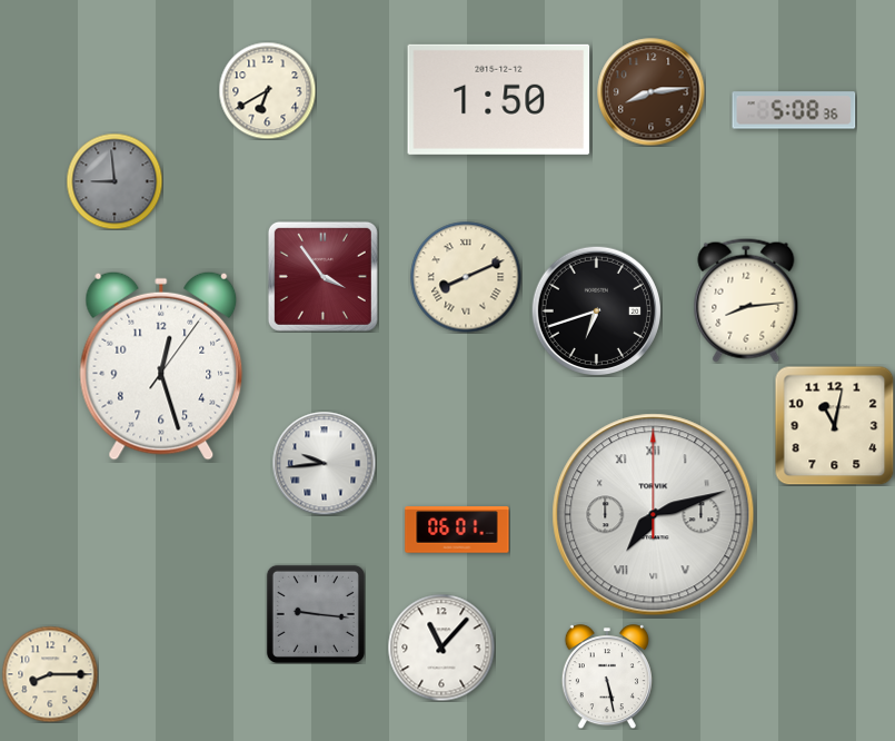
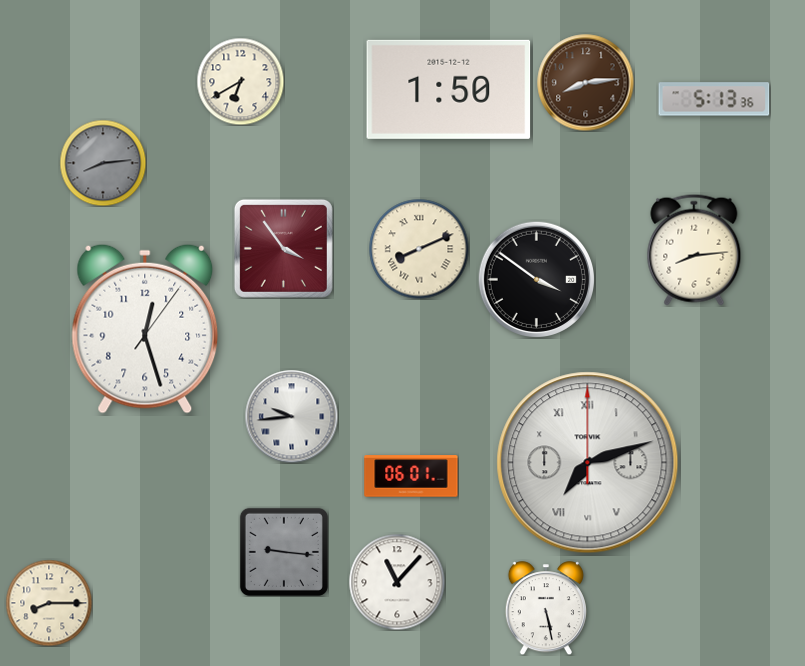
clock at (794, 110): 5:08 -> 5:13
clock at (115, 181): 8:59 -> 8:14
clock at (322, 276) position: (322, 276) -> (283, 248)
clock at (746, 300) position: (746, 300) -> (694, 250)
clock at (596, 310): 6:42 -> 3:51
clock at (834, 425): 11:02 -> none
clock at (50, 674) position: (50, 674) -> (49, 603)
